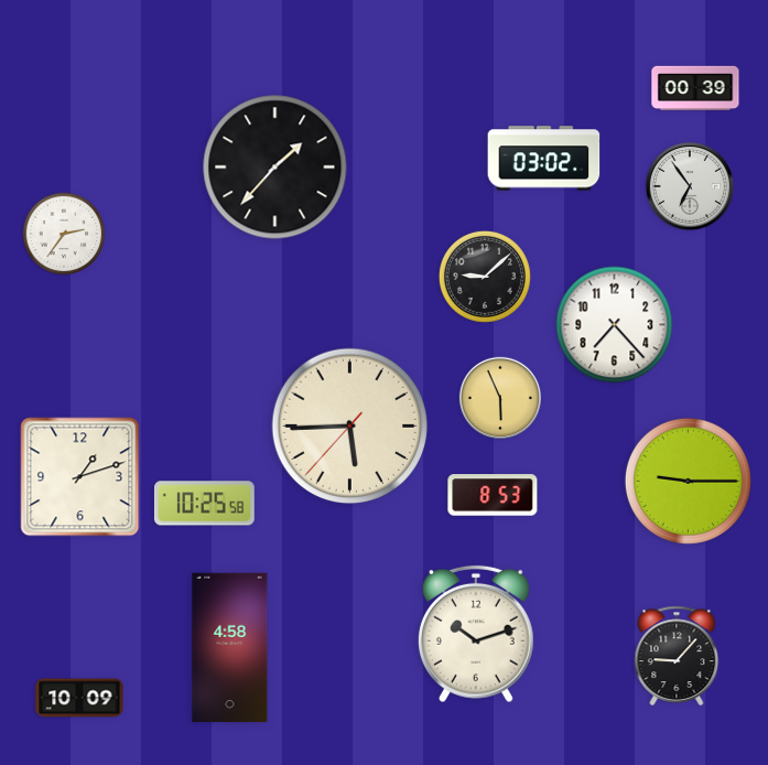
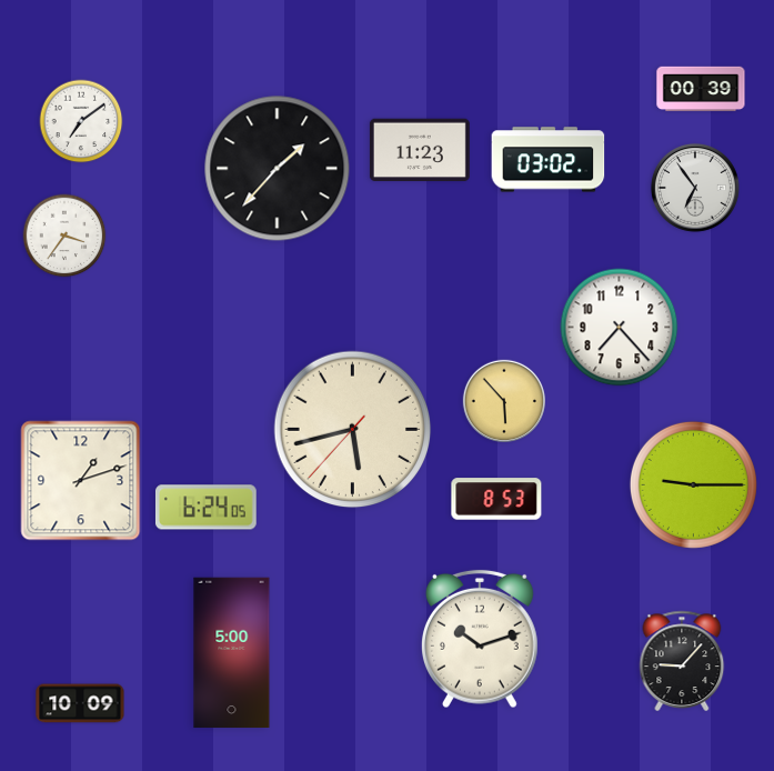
clock at (81, 121): none -> 7:09
clock at (420, 150): none -> 11:23
clock at (64, 234): 2:36 -> 3:36
clock at (485, 277): 9:08 -> none
clock at (499, 397): 5:56 -> 5:53
clock at (350, 427): 5:44 -> 5:42
clock at (204, 504): 10:25 -> 6:24
clock at (230, 648): 4:58 -> 5:00
